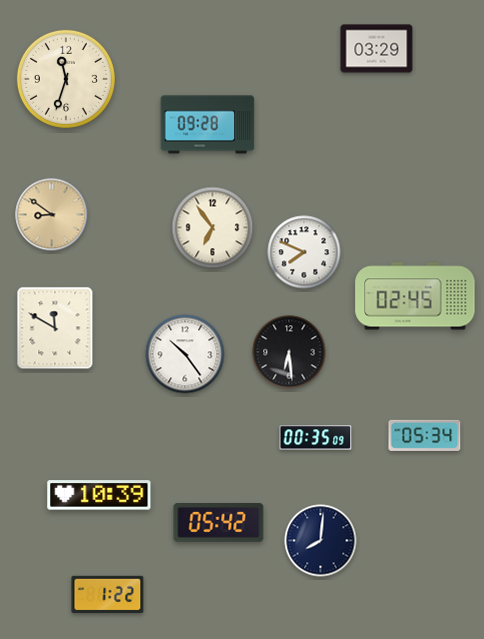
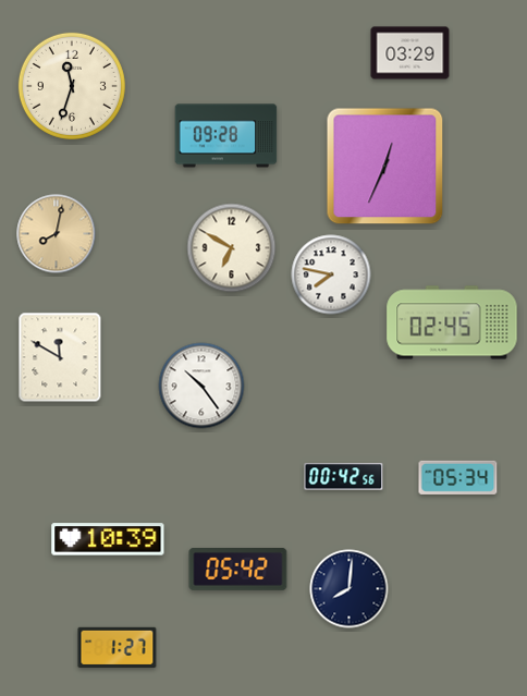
clock at (385, 167): none -> 12:34
clock at (52, 215): 8:51 -> 8:02
clock at (213, 228): 6:54 -> 6:50
clock at (304, 252): 7:49 -> 7:47
clock at (289, 352): 6:29 -> none
clock at (425, 435) position: (425, 435) -> (458, 477)
clock at (316, 438): 00:35 -> 00:42
clock at (108, 594): 1:22 -> 1:27
